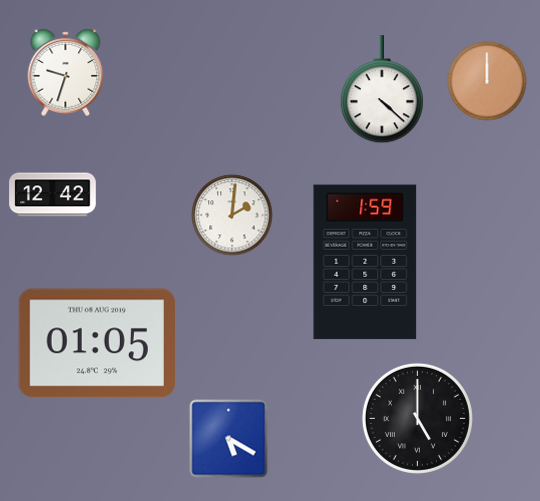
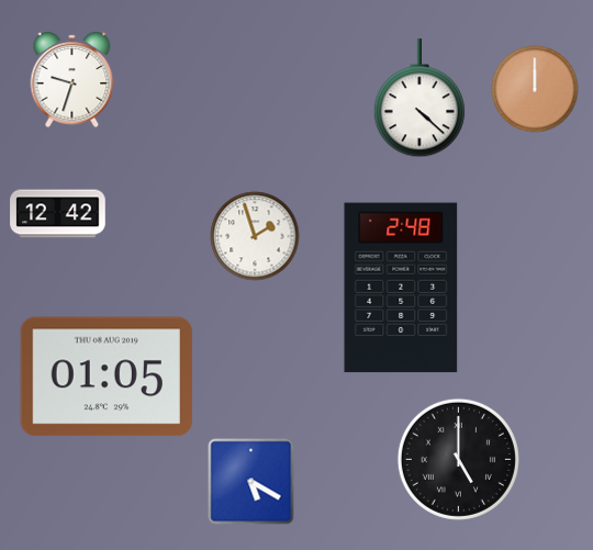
clock at (232, 215): 2:01 -> 1:57
clock at (365, 262): 1:59 -> 2:48
